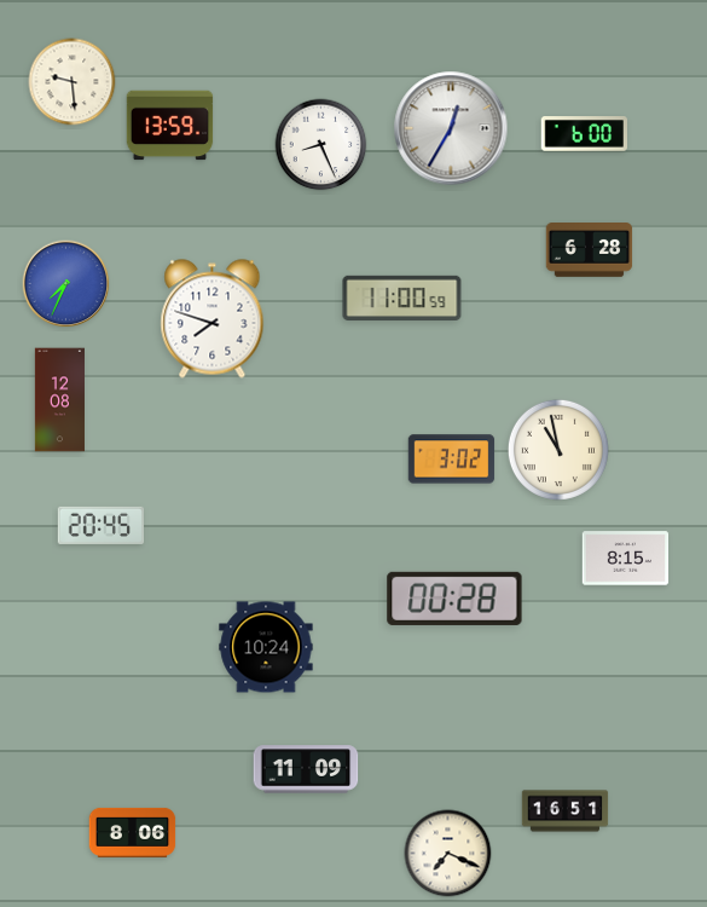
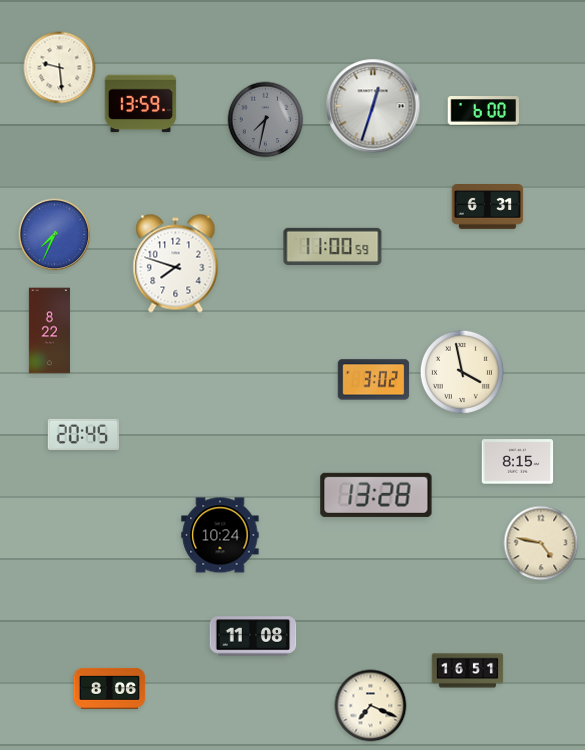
clock at (451, 128): 12:35 -> 12:33
clock at (321, 145): 8:26 -> 7:32
clock at (321, 145) dial: white -> grey
clock at (590, 250): 6:28 -> 6:31
clock at (59, 400): 12:08 -> 8:22
clock at (558, 450): 10:58 -> 3:58
clock at (454, 599): 00:28 -> 13:28
clock at (541, 543): none -> 4:47
clock at (306, 769): 11:09 -> 11:08
